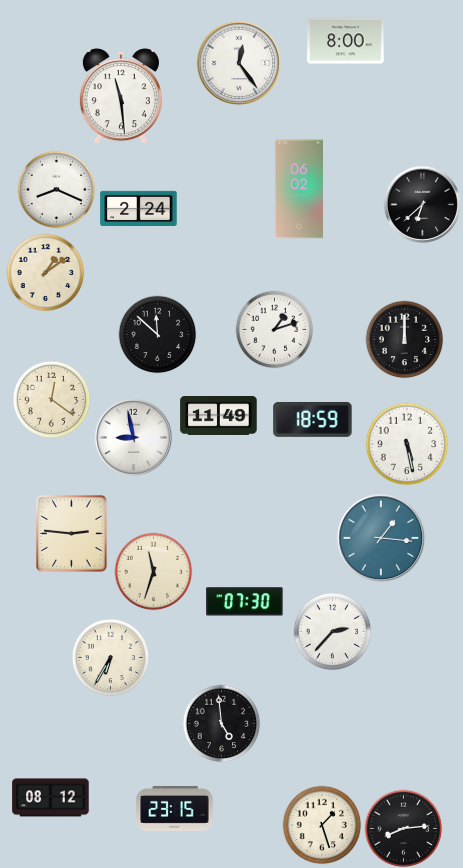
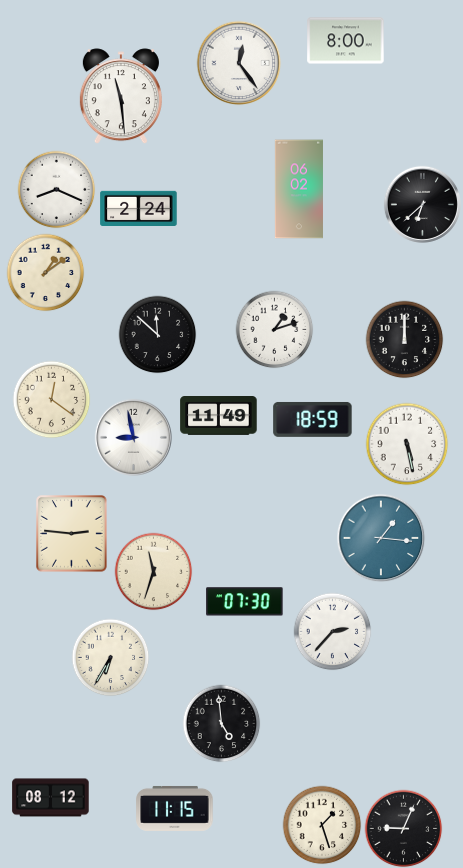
clock at (175, 808): 23:15 -> 11:15
clock at (403, 828): 8:14 -> 9:04
